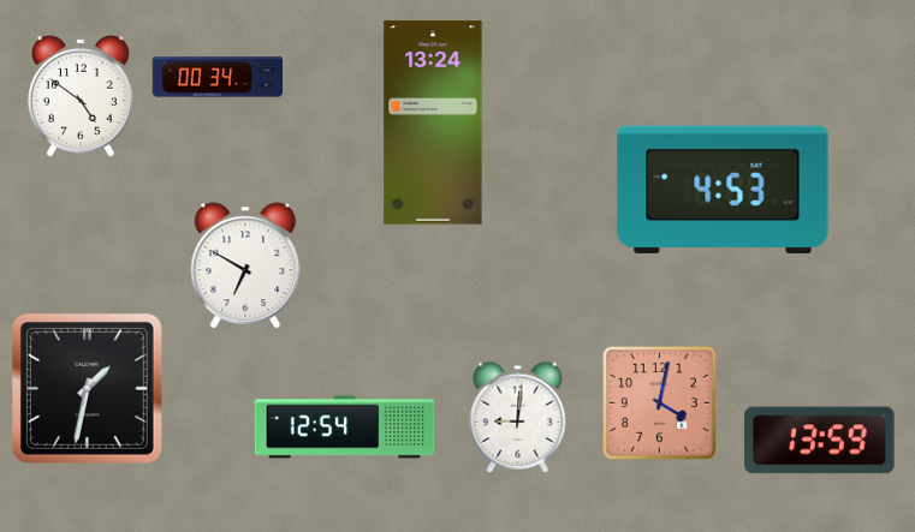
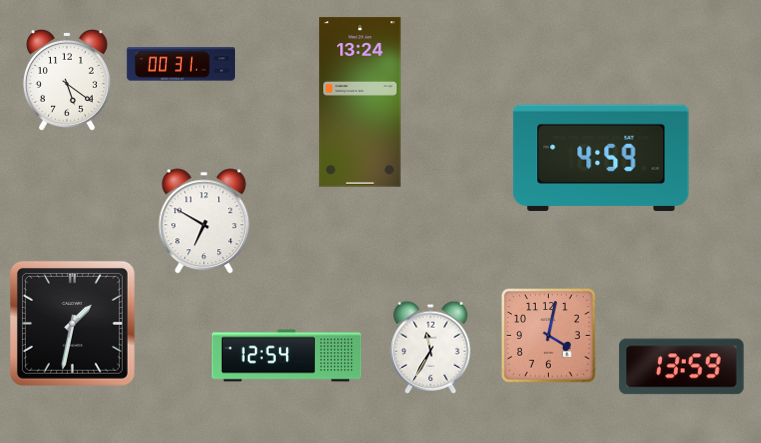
clock at (218, 77): 00:34 -> 00:31
clock at (81, 97): 4:51 -> 5:21
clock at (723, 190): 4:53 -> 4:59
clock at (518, 417): 9:01 -> 11:35
